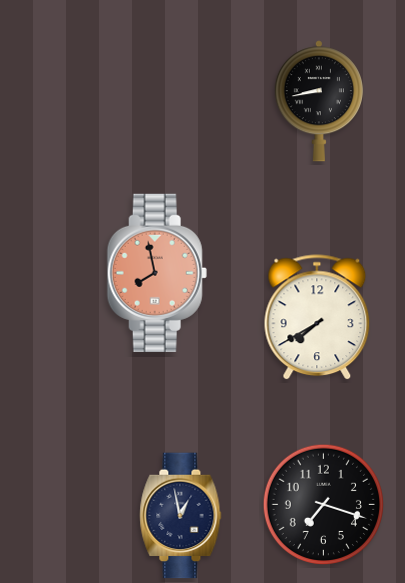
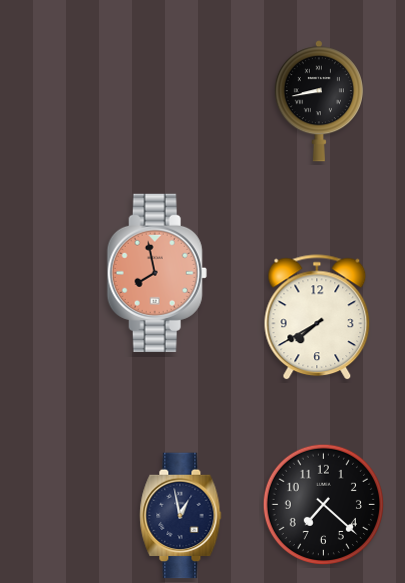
clock at (323, 504): 7:18 -> 7:22
